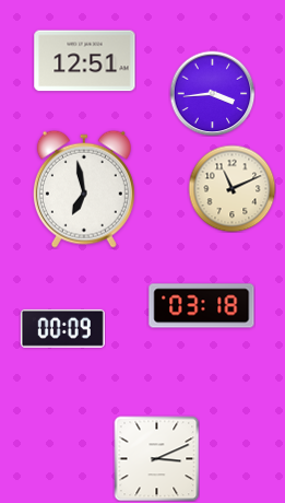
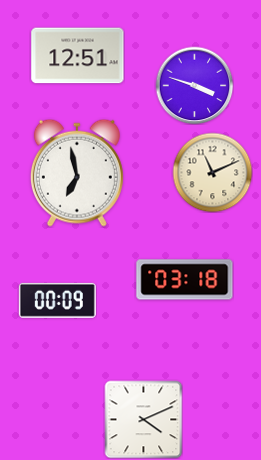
clock at (212, 93): 3:44 -> 3:48
clock at (156, 458): 3:11 -> 4:11
